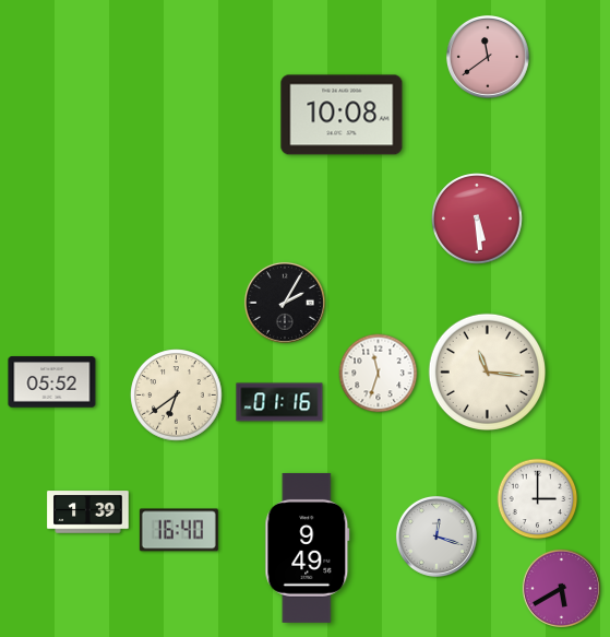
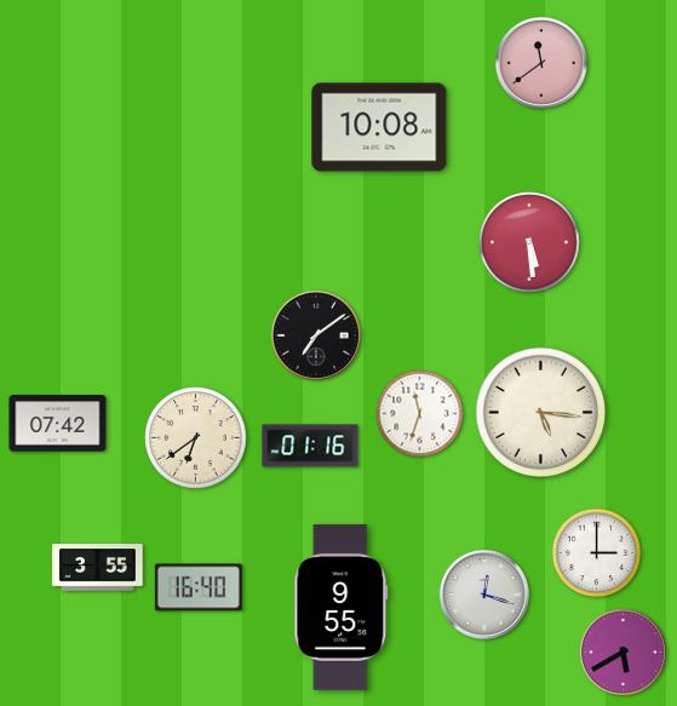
clock at (285, 303): 2:05 -> 7:09
clock at (487, 371): 11:16 -> 5:16
clock at (52, 382): 05:52 -> 07:42
clock at (88, 512): 1:39 -> 3:55
clock at (308, 547): 9:49 -> 9:55
